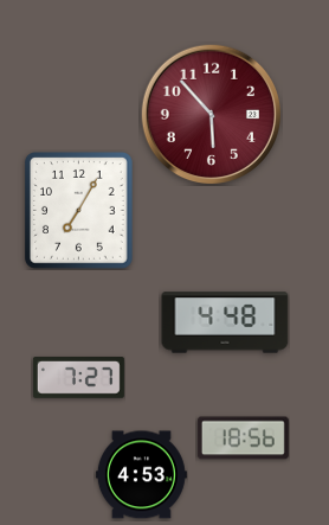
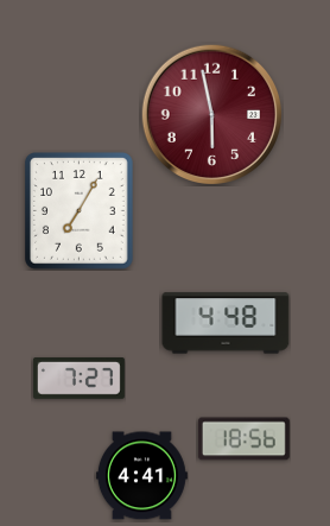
clock at (211, 114): 5:53 -> 5:58
clock at (141, 475): 4:53 -> 4:41
